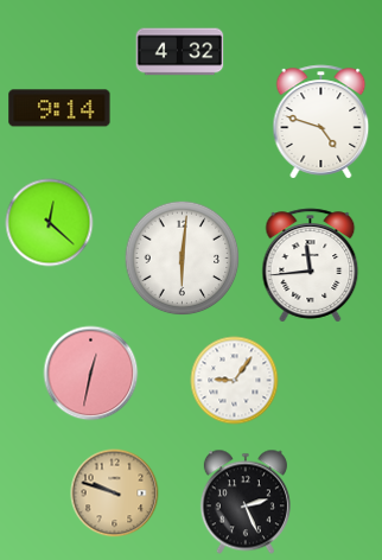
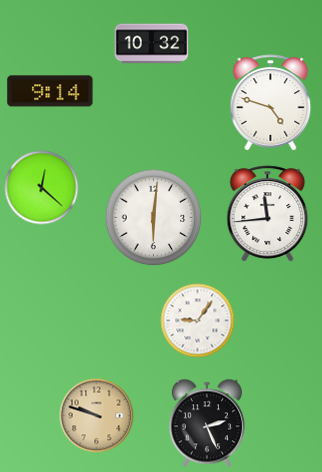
clock at (180, 52): 4:32 -> 10:32
clock at (311, 266) position: (311, 266) -> (268, 214)
clock at (91, 374): 12:32 -> none
